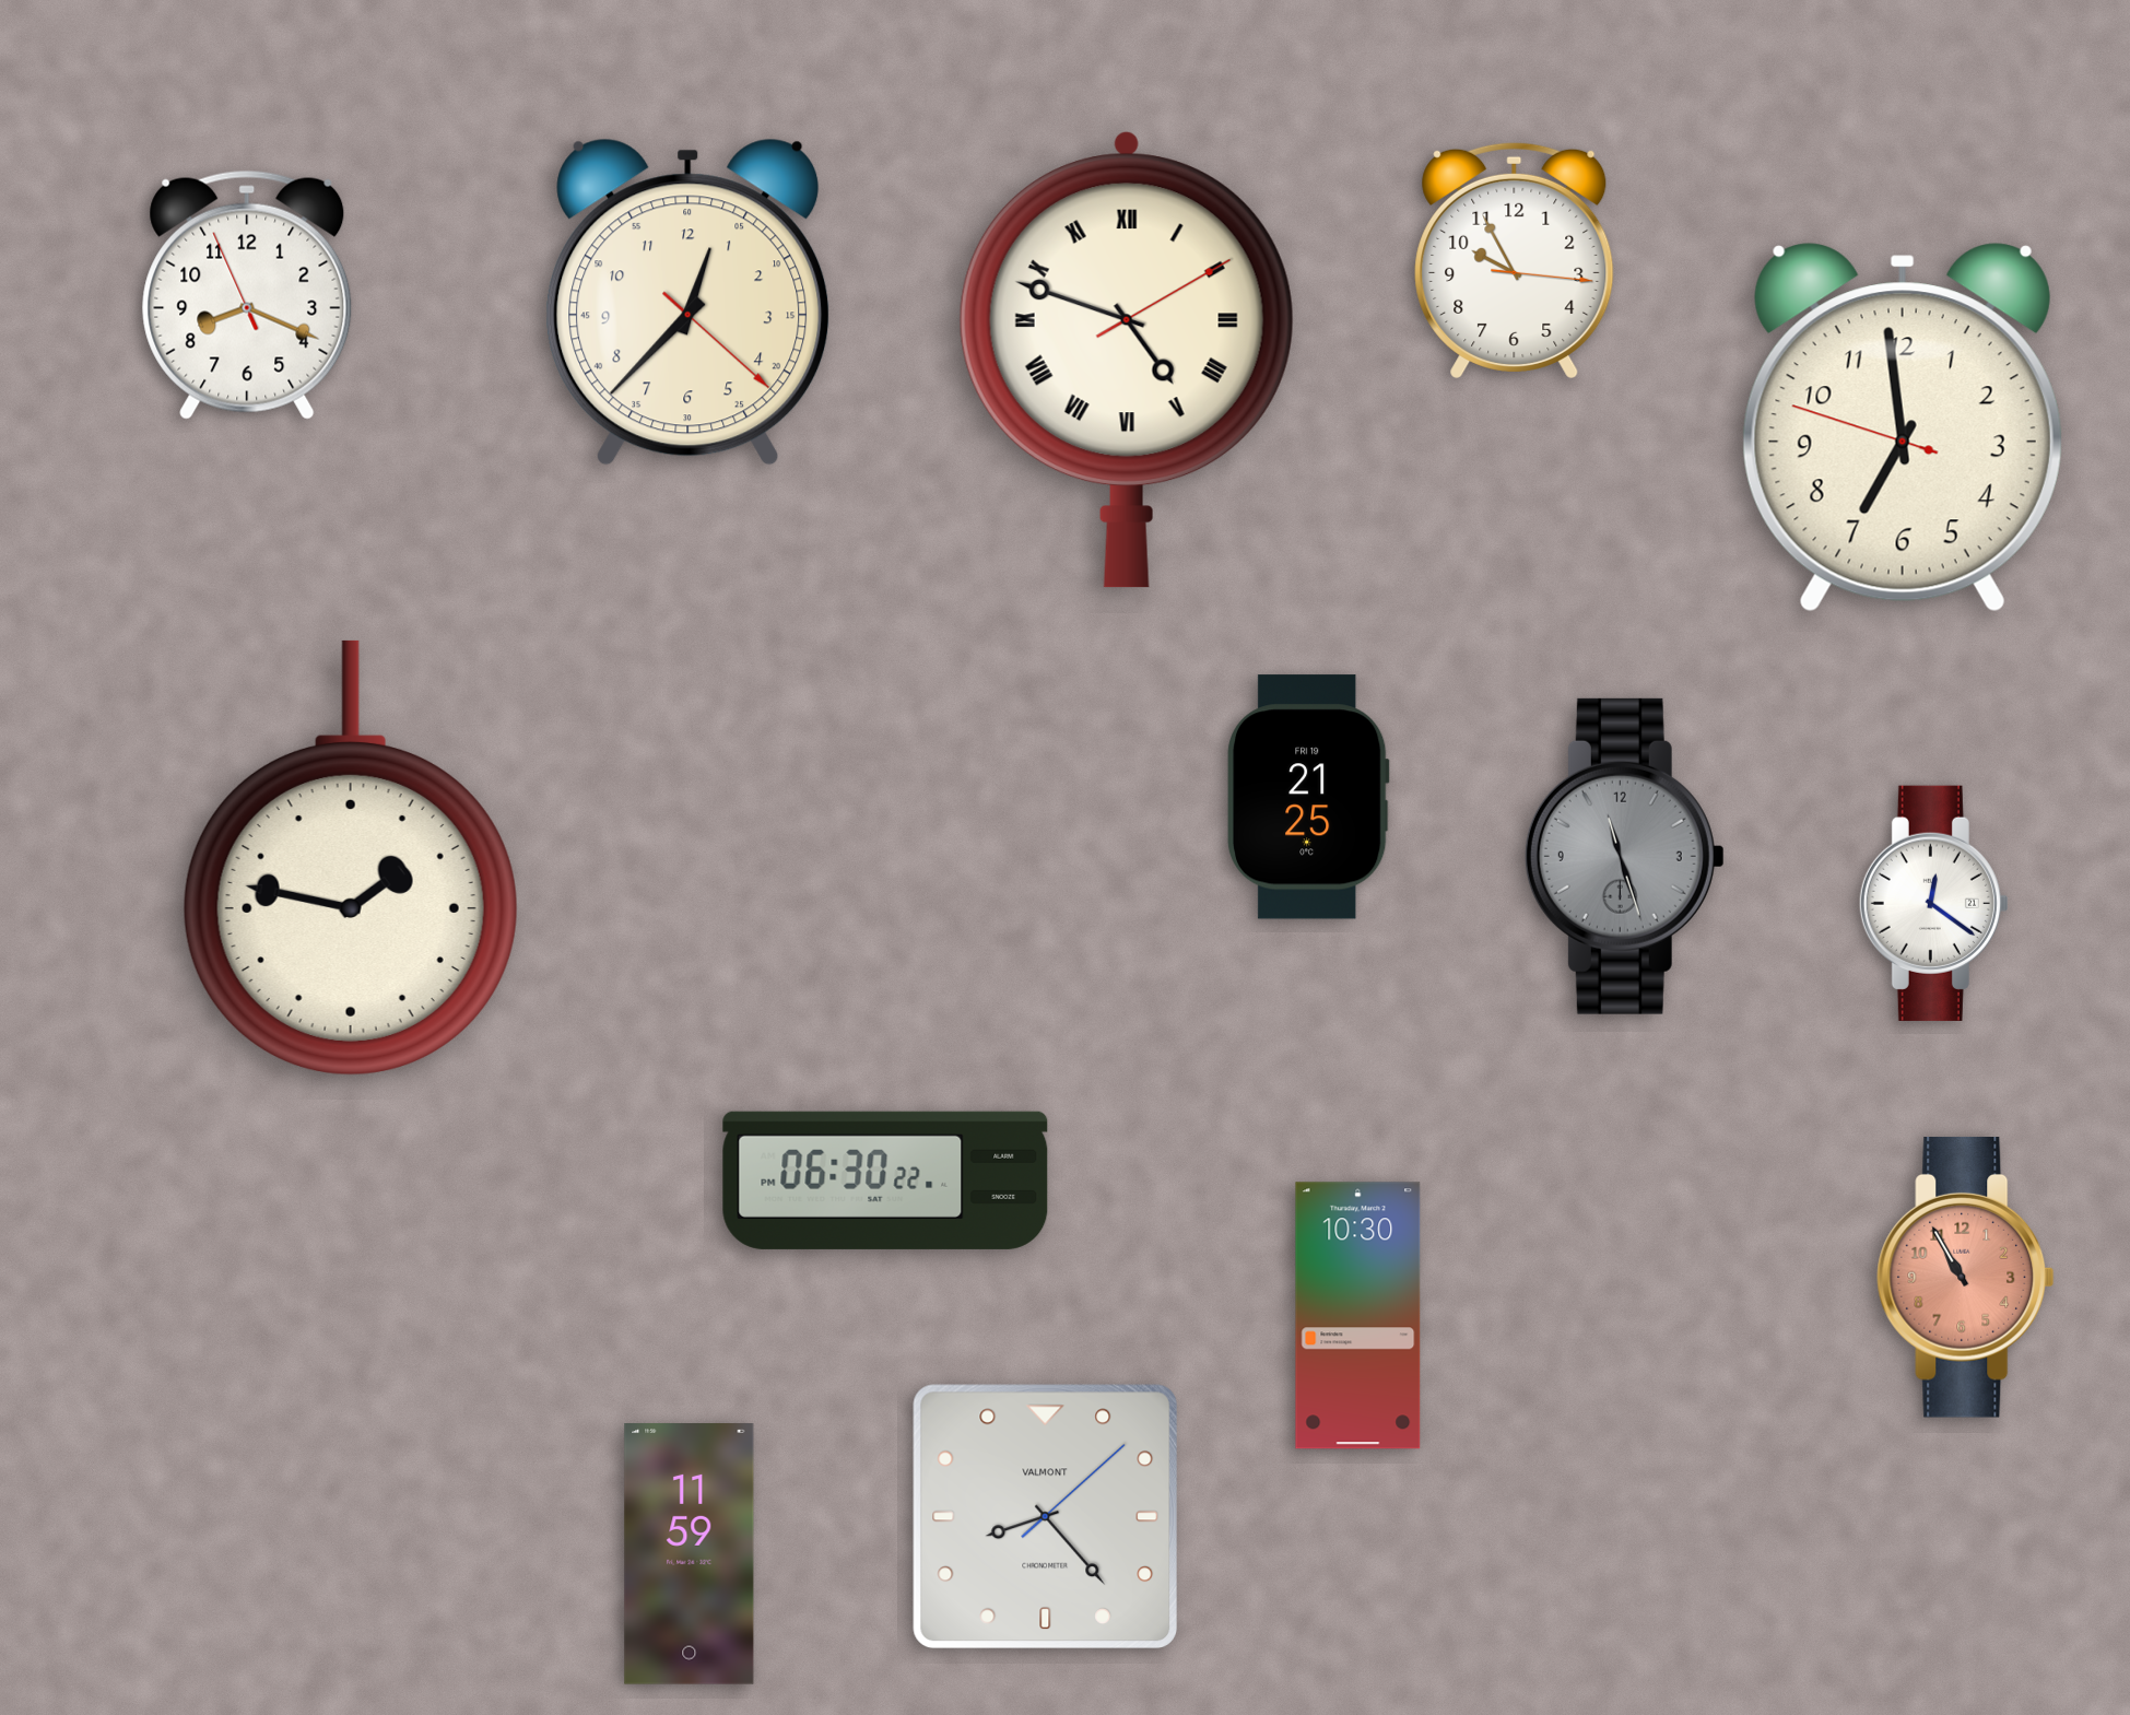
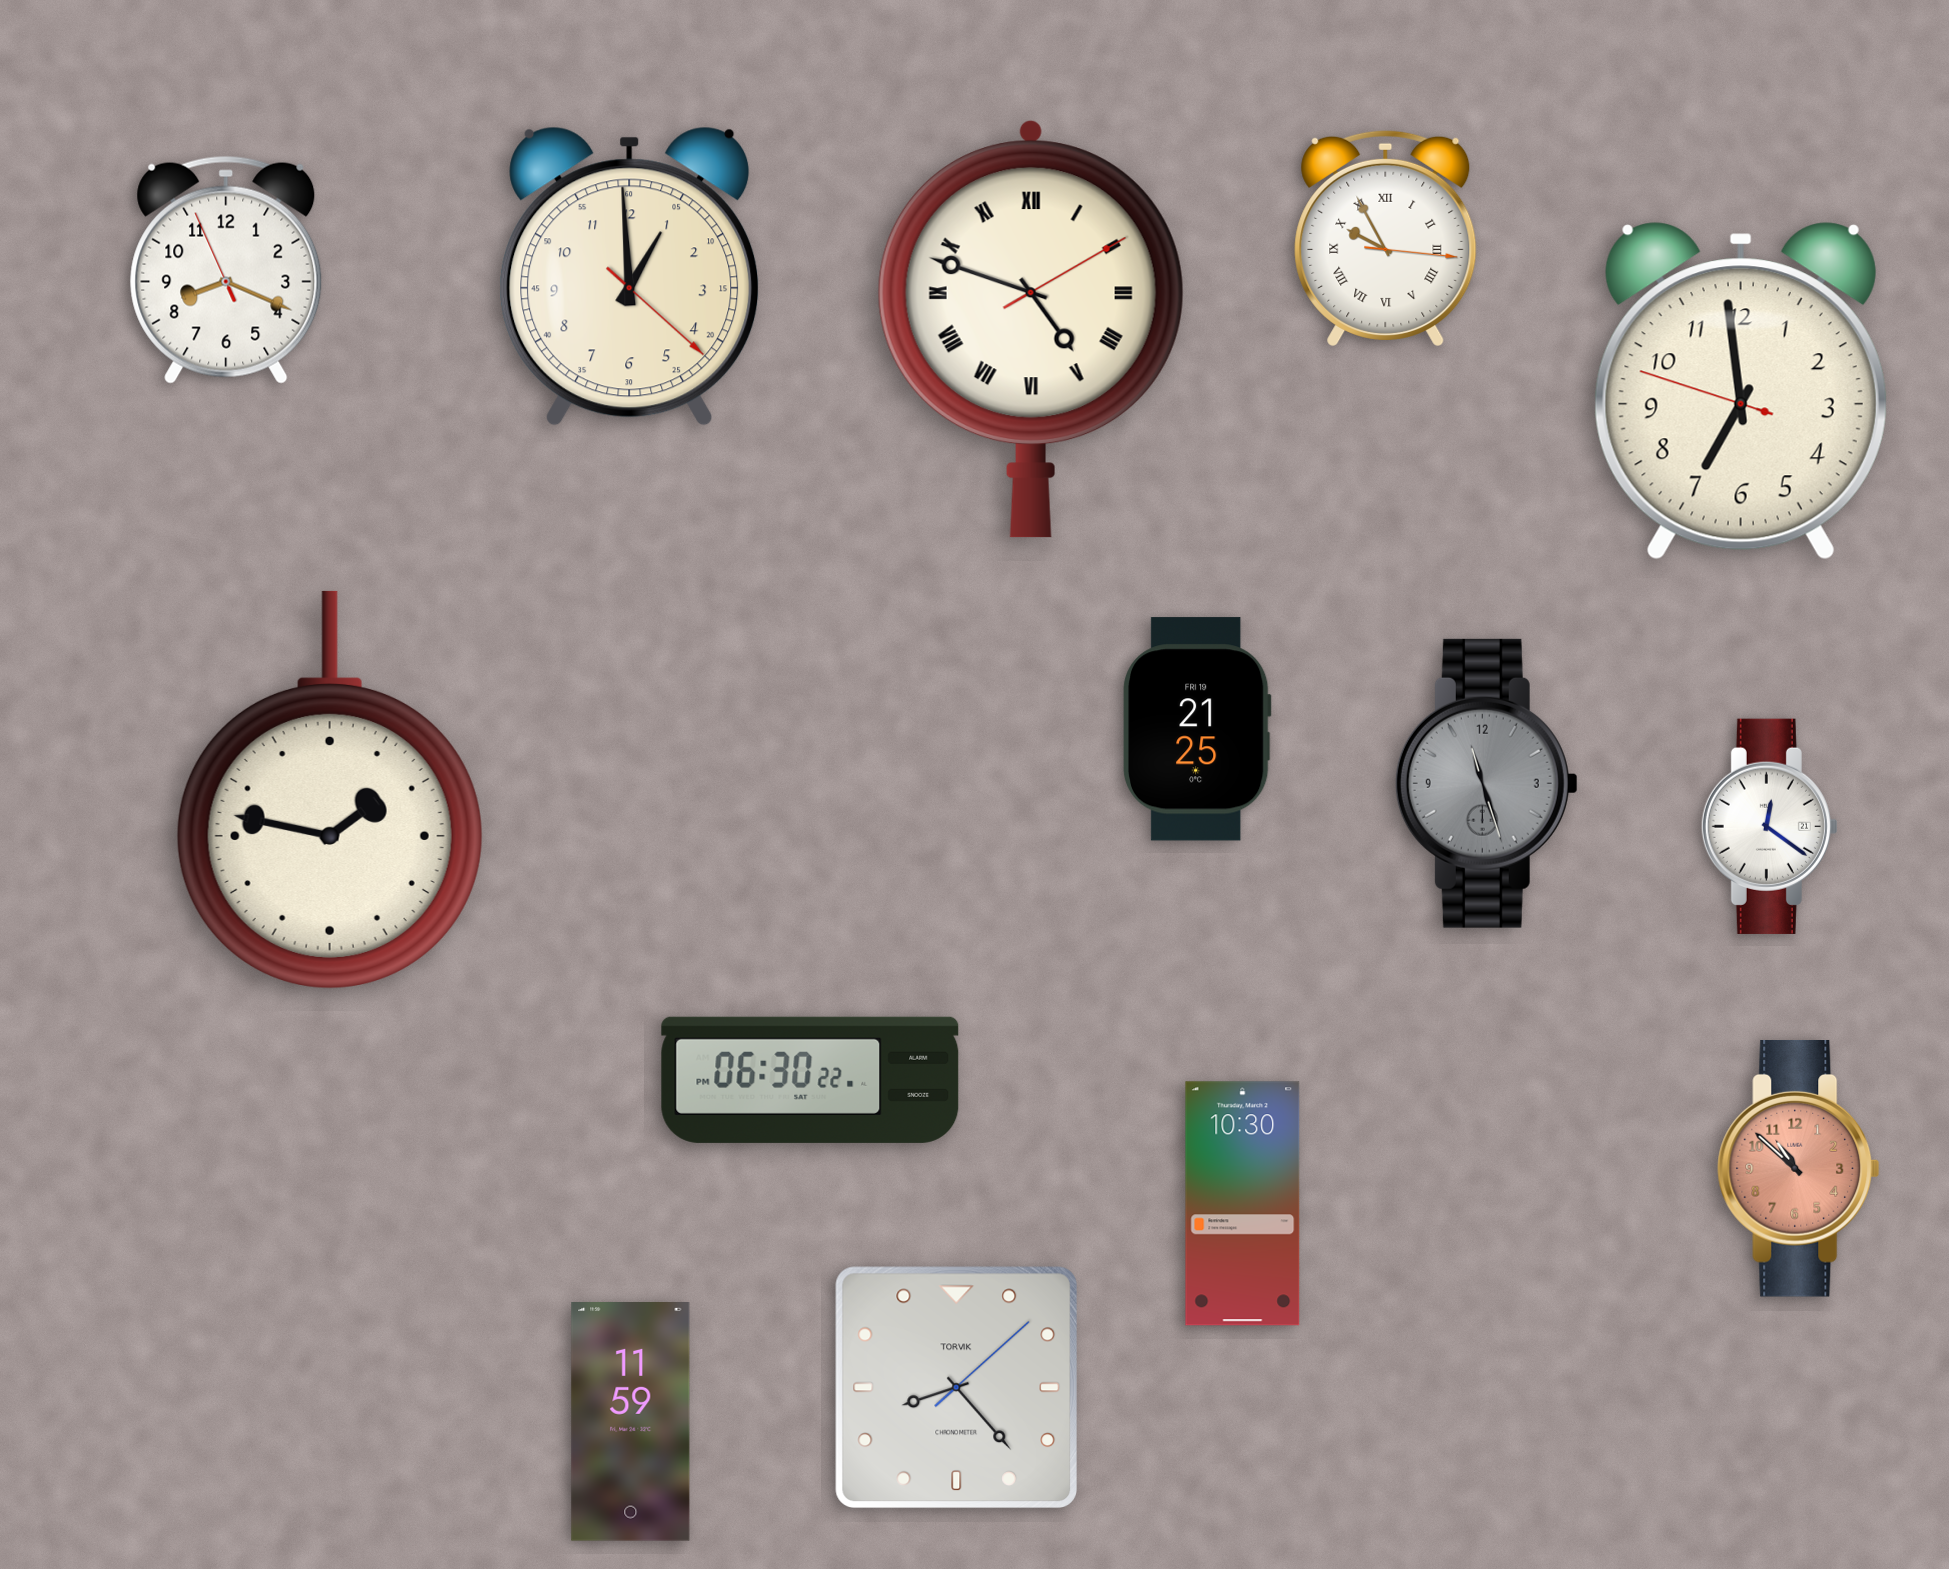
clock at (1515, 260) numerals: Arabic -> Roman
clock at (689, 302): 12:37 -> 12:59
clock at (351, 857) position: (351, 857) -> (330, 789)
clock at (1966, 1278): 10:55 -> 10:52
clock at (1045, 1516) brand: VALMONT -> TORVIK
